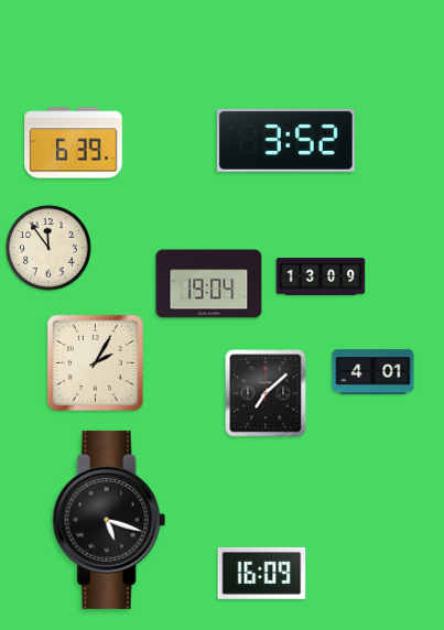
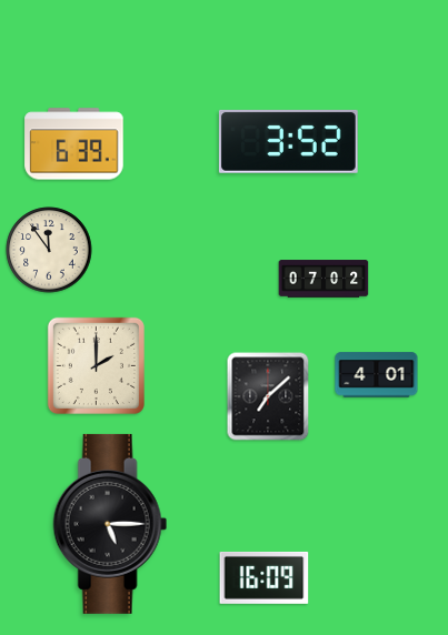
clock at (321, 276): 13:09 -> 07:02
clock at (209, 284): 19:04 -> none
clock at (95, 362): 2:05 -> 2:00
clock at (109, 520): 5:18 -> 5:15
